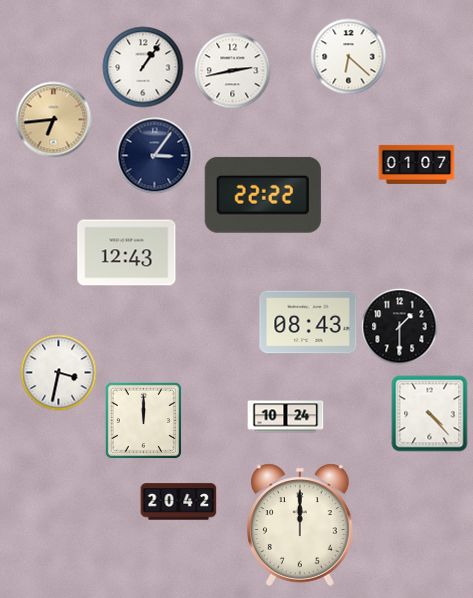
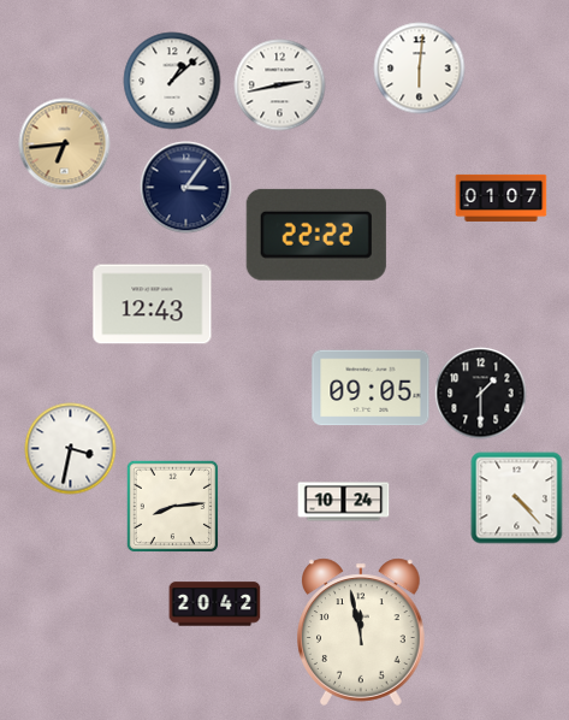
clock at (349, 57): 6:22 -> 6:01
clock at (143, 67): 1:06 -> 1:08
clock at (308, 322): 08:43 -> 09:05
clock at (143, 420): 12:00 -> 8:14
clock at (301, 525): 12:00 -> 11:58
